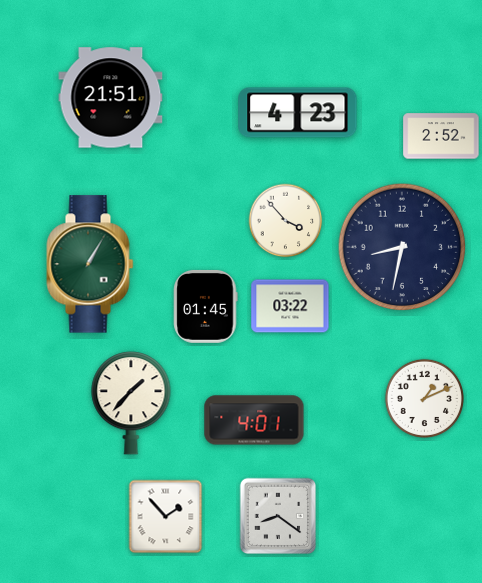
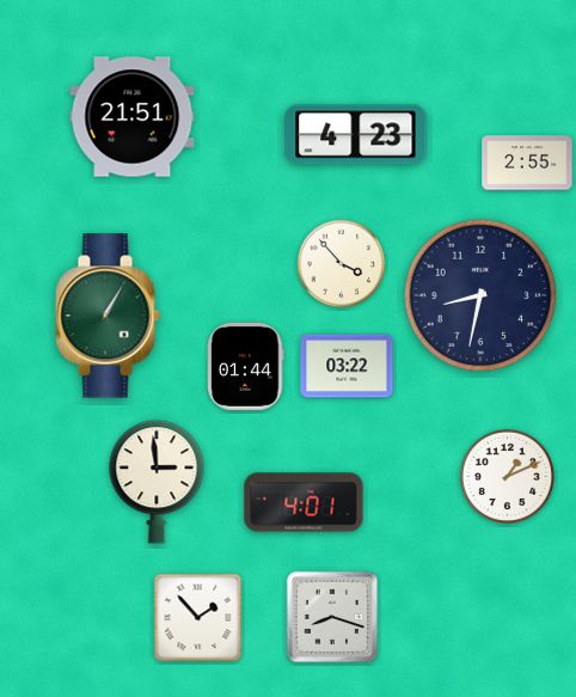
clock at (441, 136): 2:52 -> 2:55
clock at (206, 306): 01:45 -> 01:44
clock at (131, 403): 1:37 -> 2:59
clock at (278, 516): 8:21 -> 8:18
